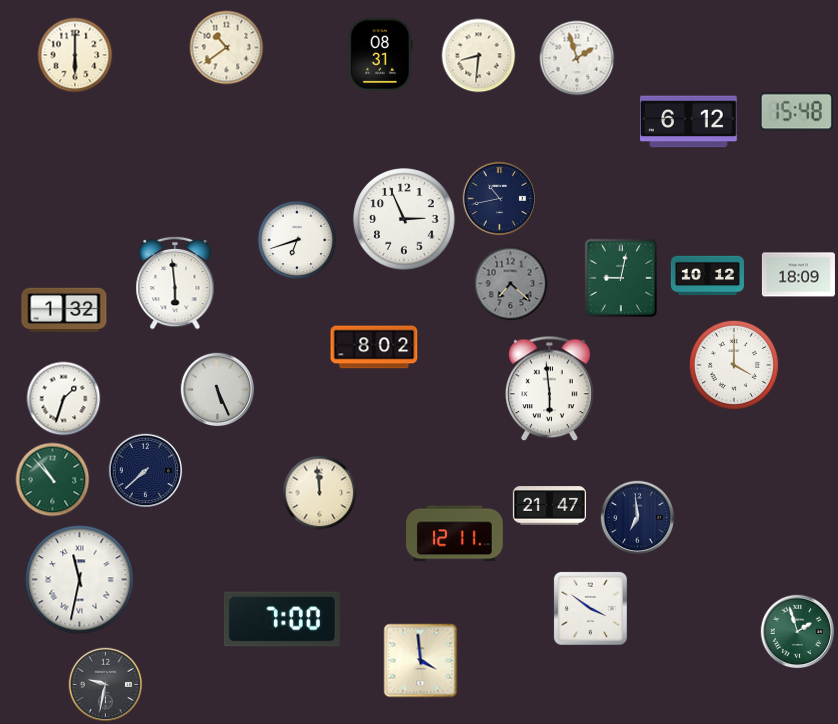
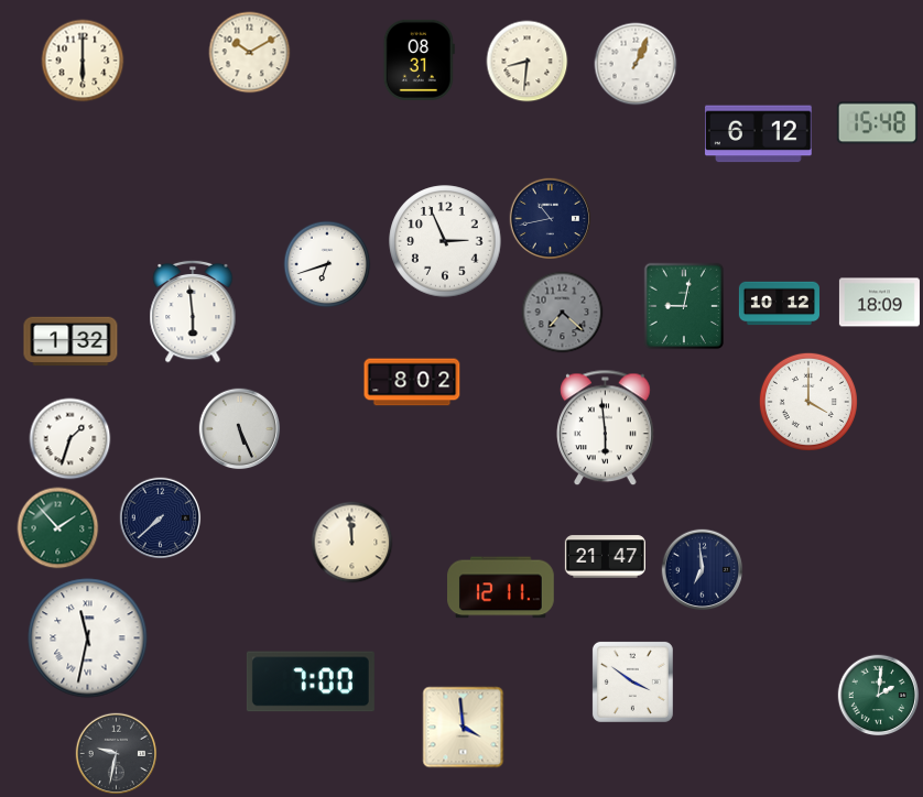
clock at (227, 48): 10:39 -> 10:10
clock at (577, 58): 1:57 -> 1:04
clock at (53, 480): 10:53 -> 1:53
clock at (590, 608) position: (590, 608) -> (632, 681)
clock at (798, 632): 1:57 -> 2:01
